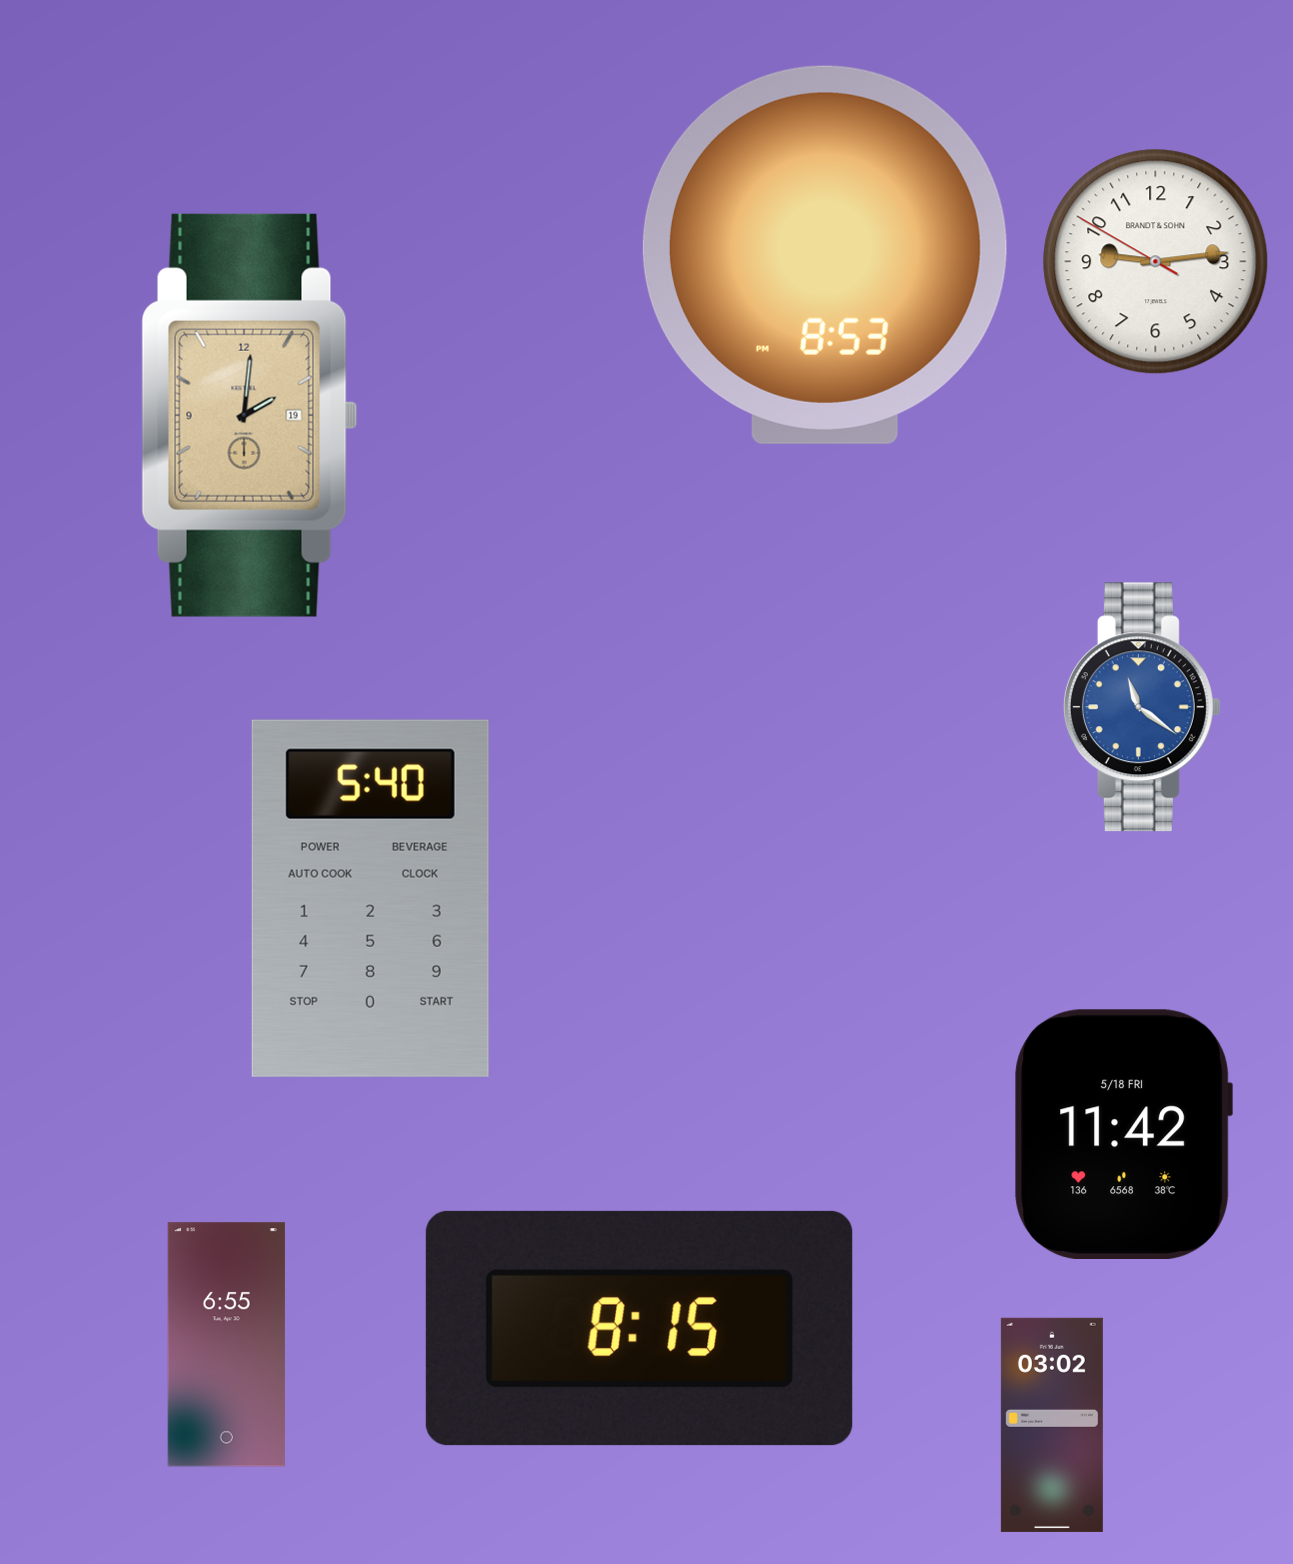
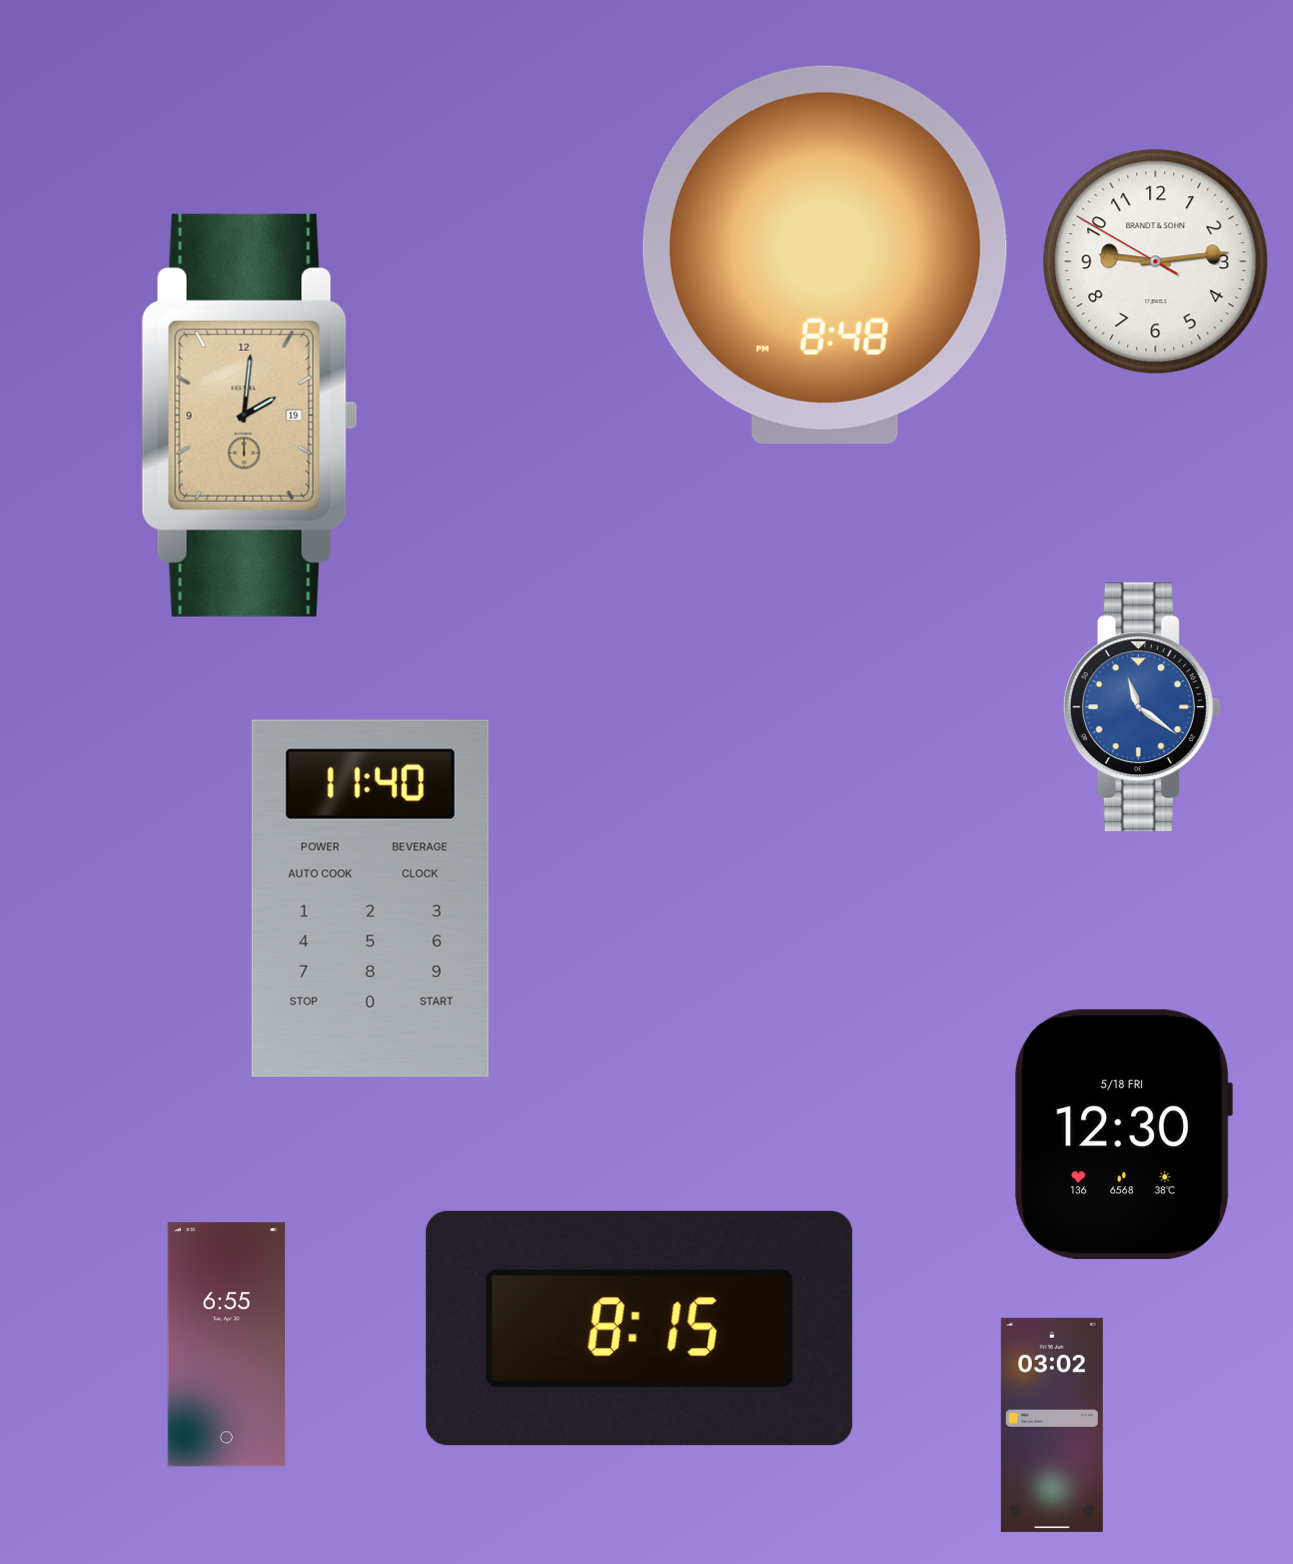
clock at (825, 255): 8:53 -> 8:48
clock at (370, 898): 5:40 -> 11:40
clock at (1123, 1134): 11:42 -> 12:30
